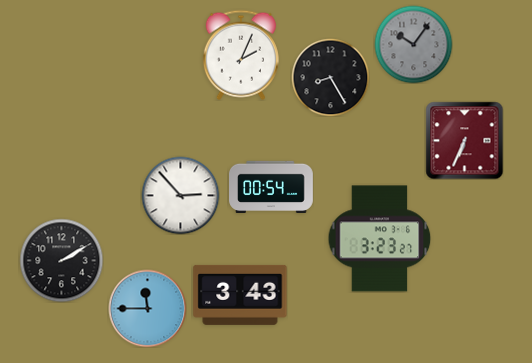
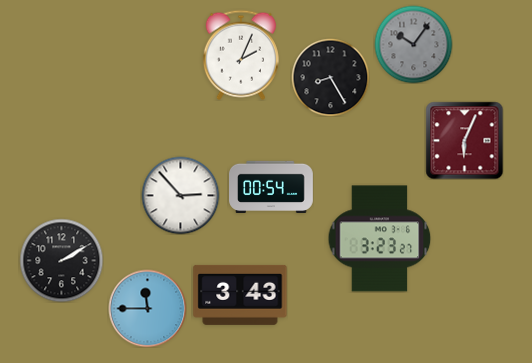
clock at (464, 140): 6:34 -> 6:04
